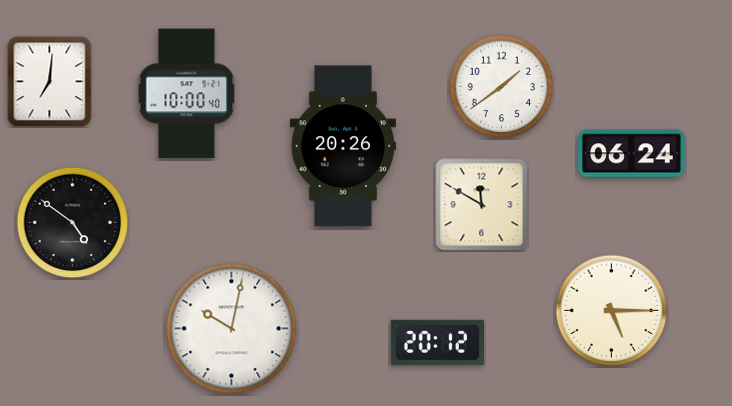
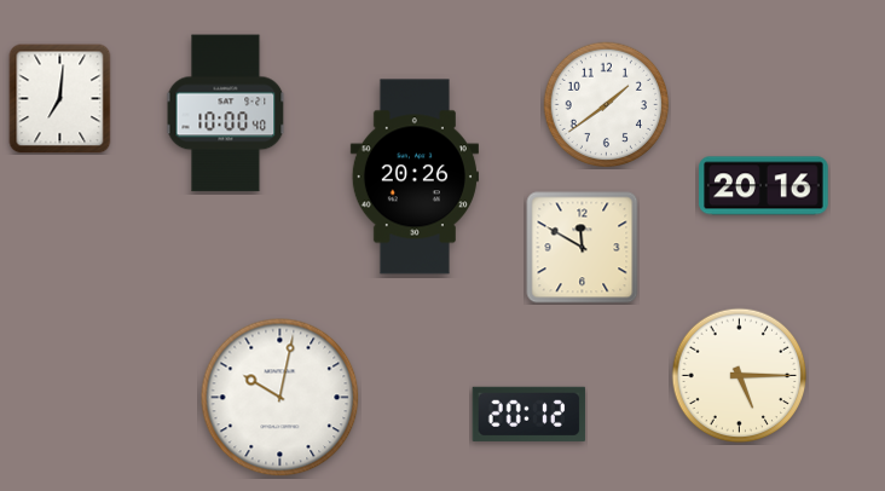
clock at (632, 154): 06:24 -> 20:16
clock at (73, 223): 4:51 -> none
